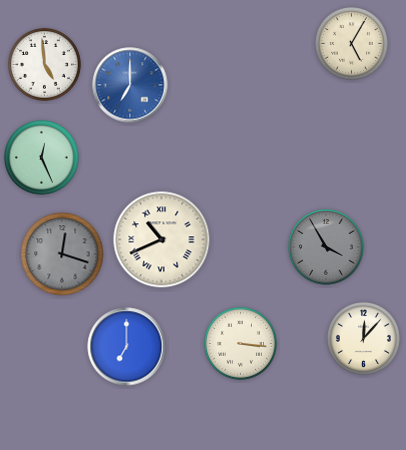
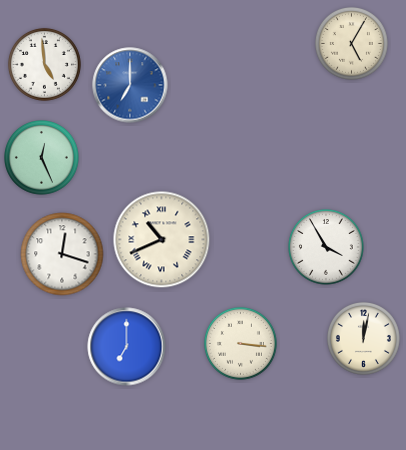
clock at (326, 247) dial: grey -> white
clock at (62, 254) dial: grey -> white
clock at (363, 338): 12:07 -> 12:02
